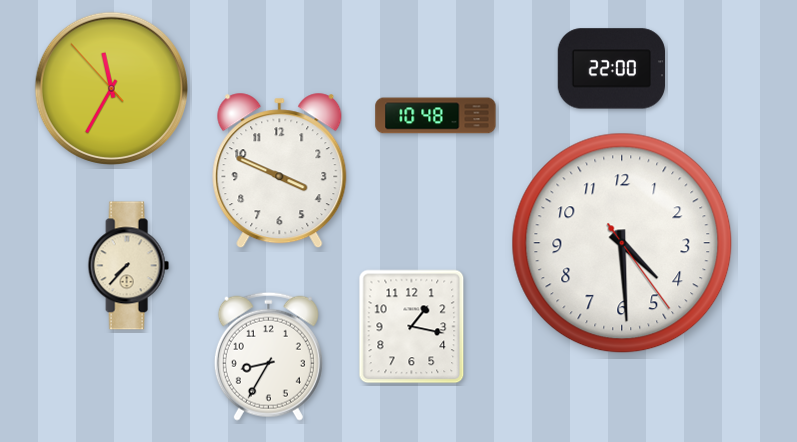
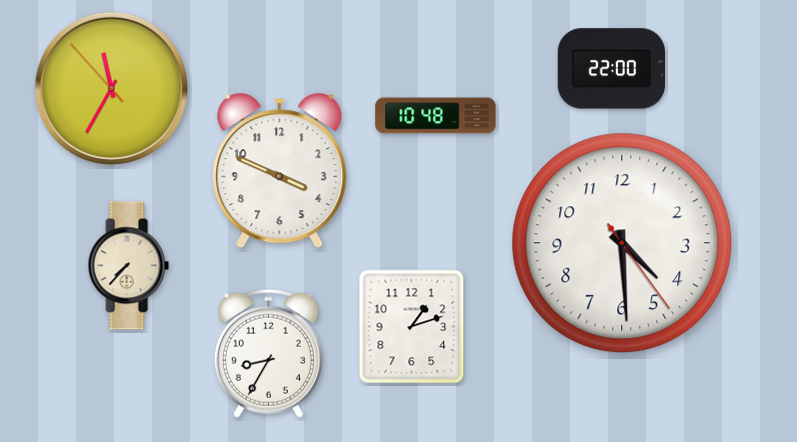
clock at (412, 327): 1:17 -> 1:12
clock at (268, 356) position: (268, 356) -> (268, 353)
